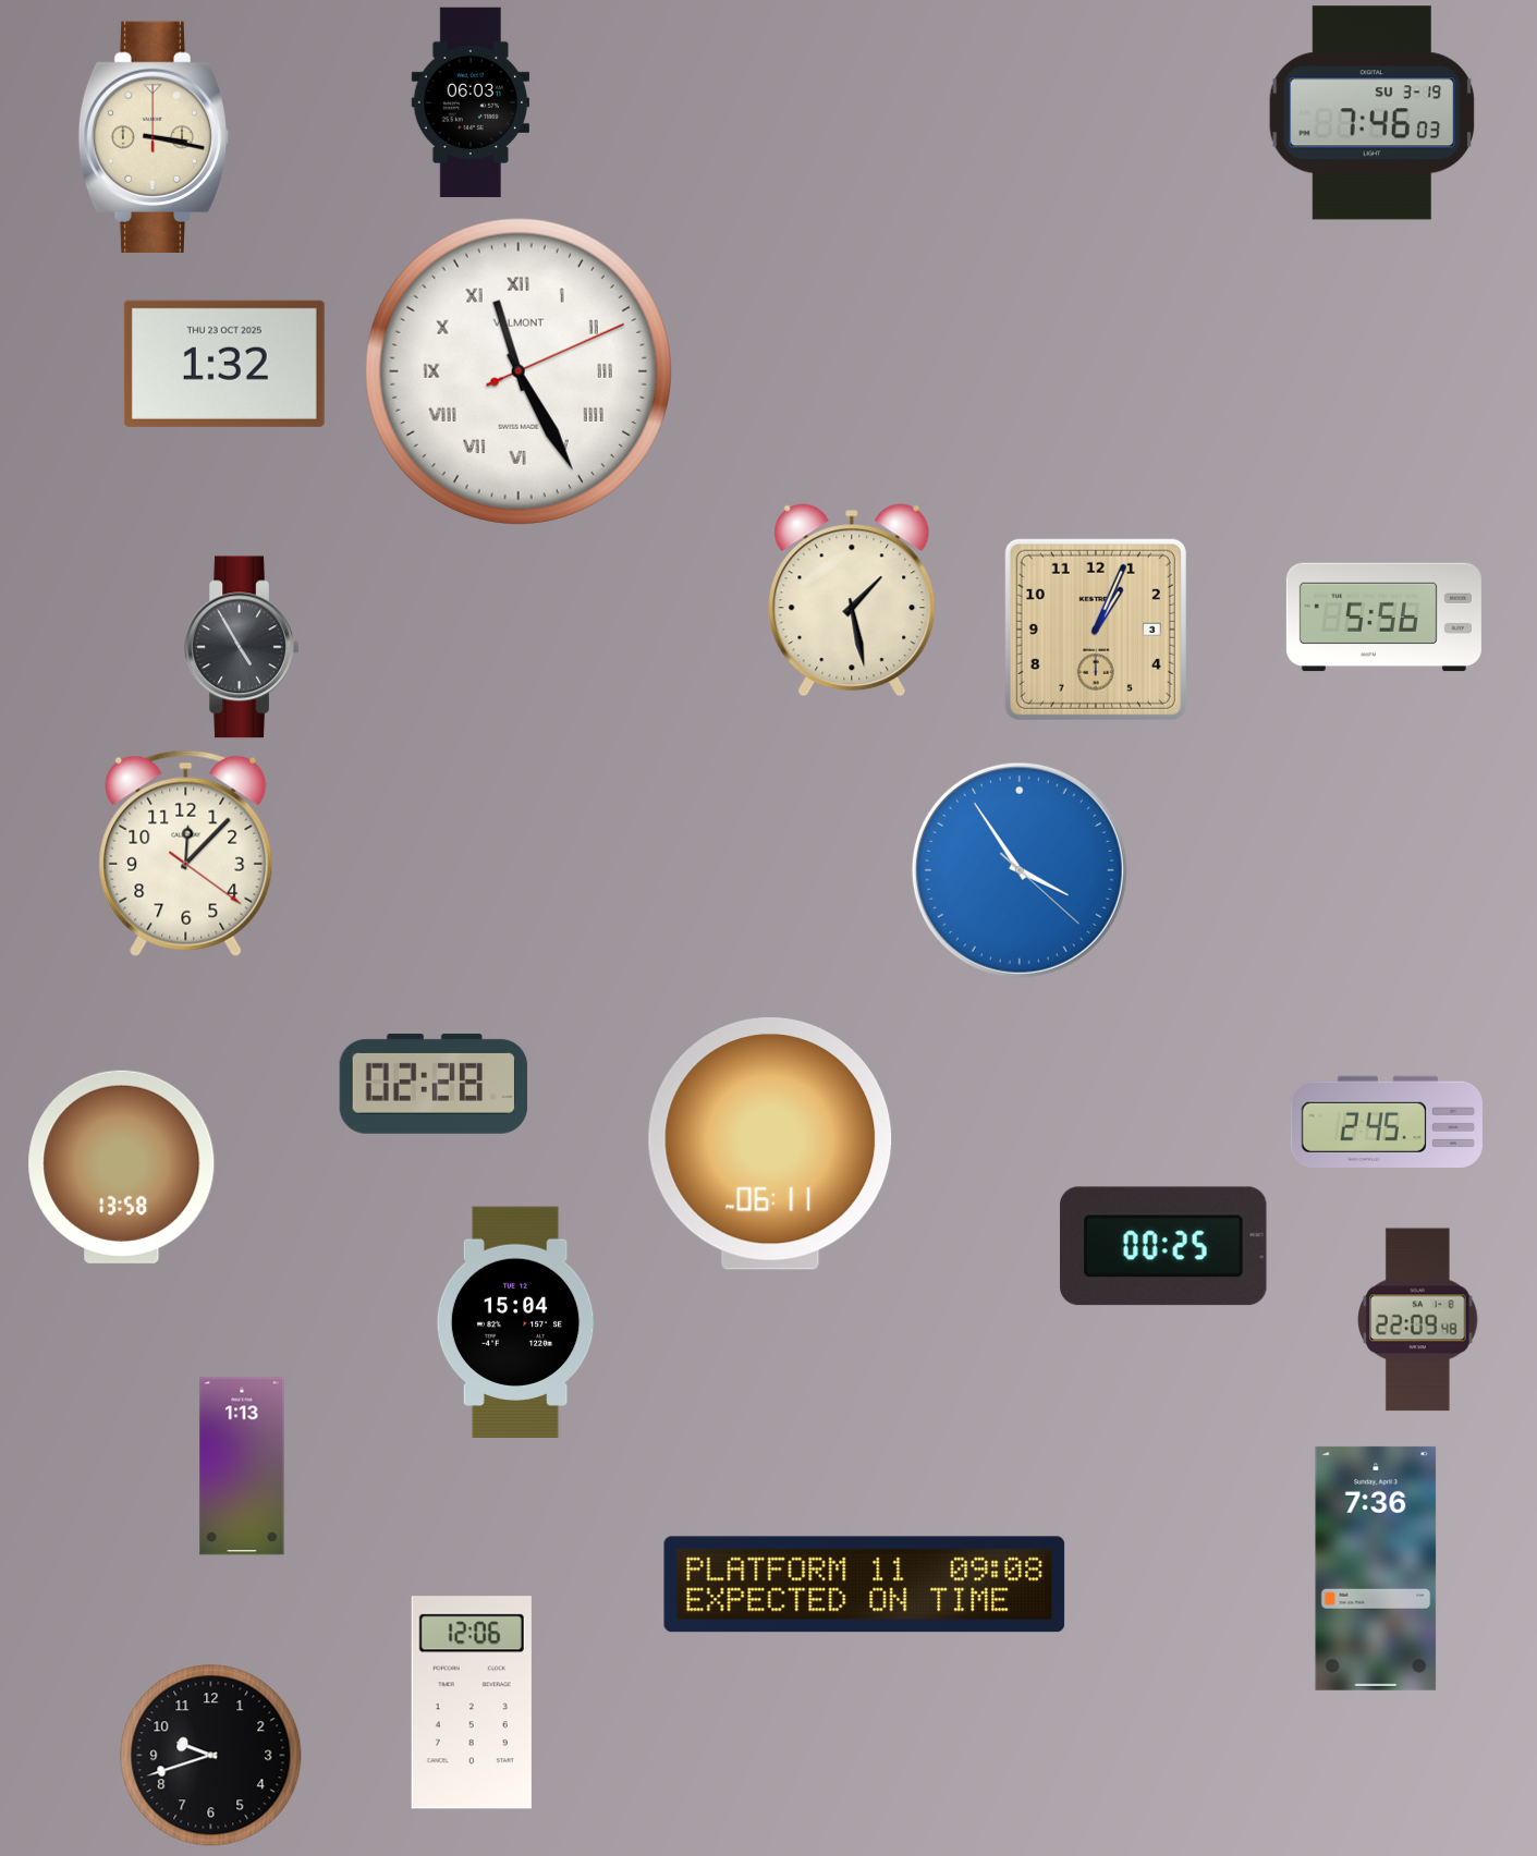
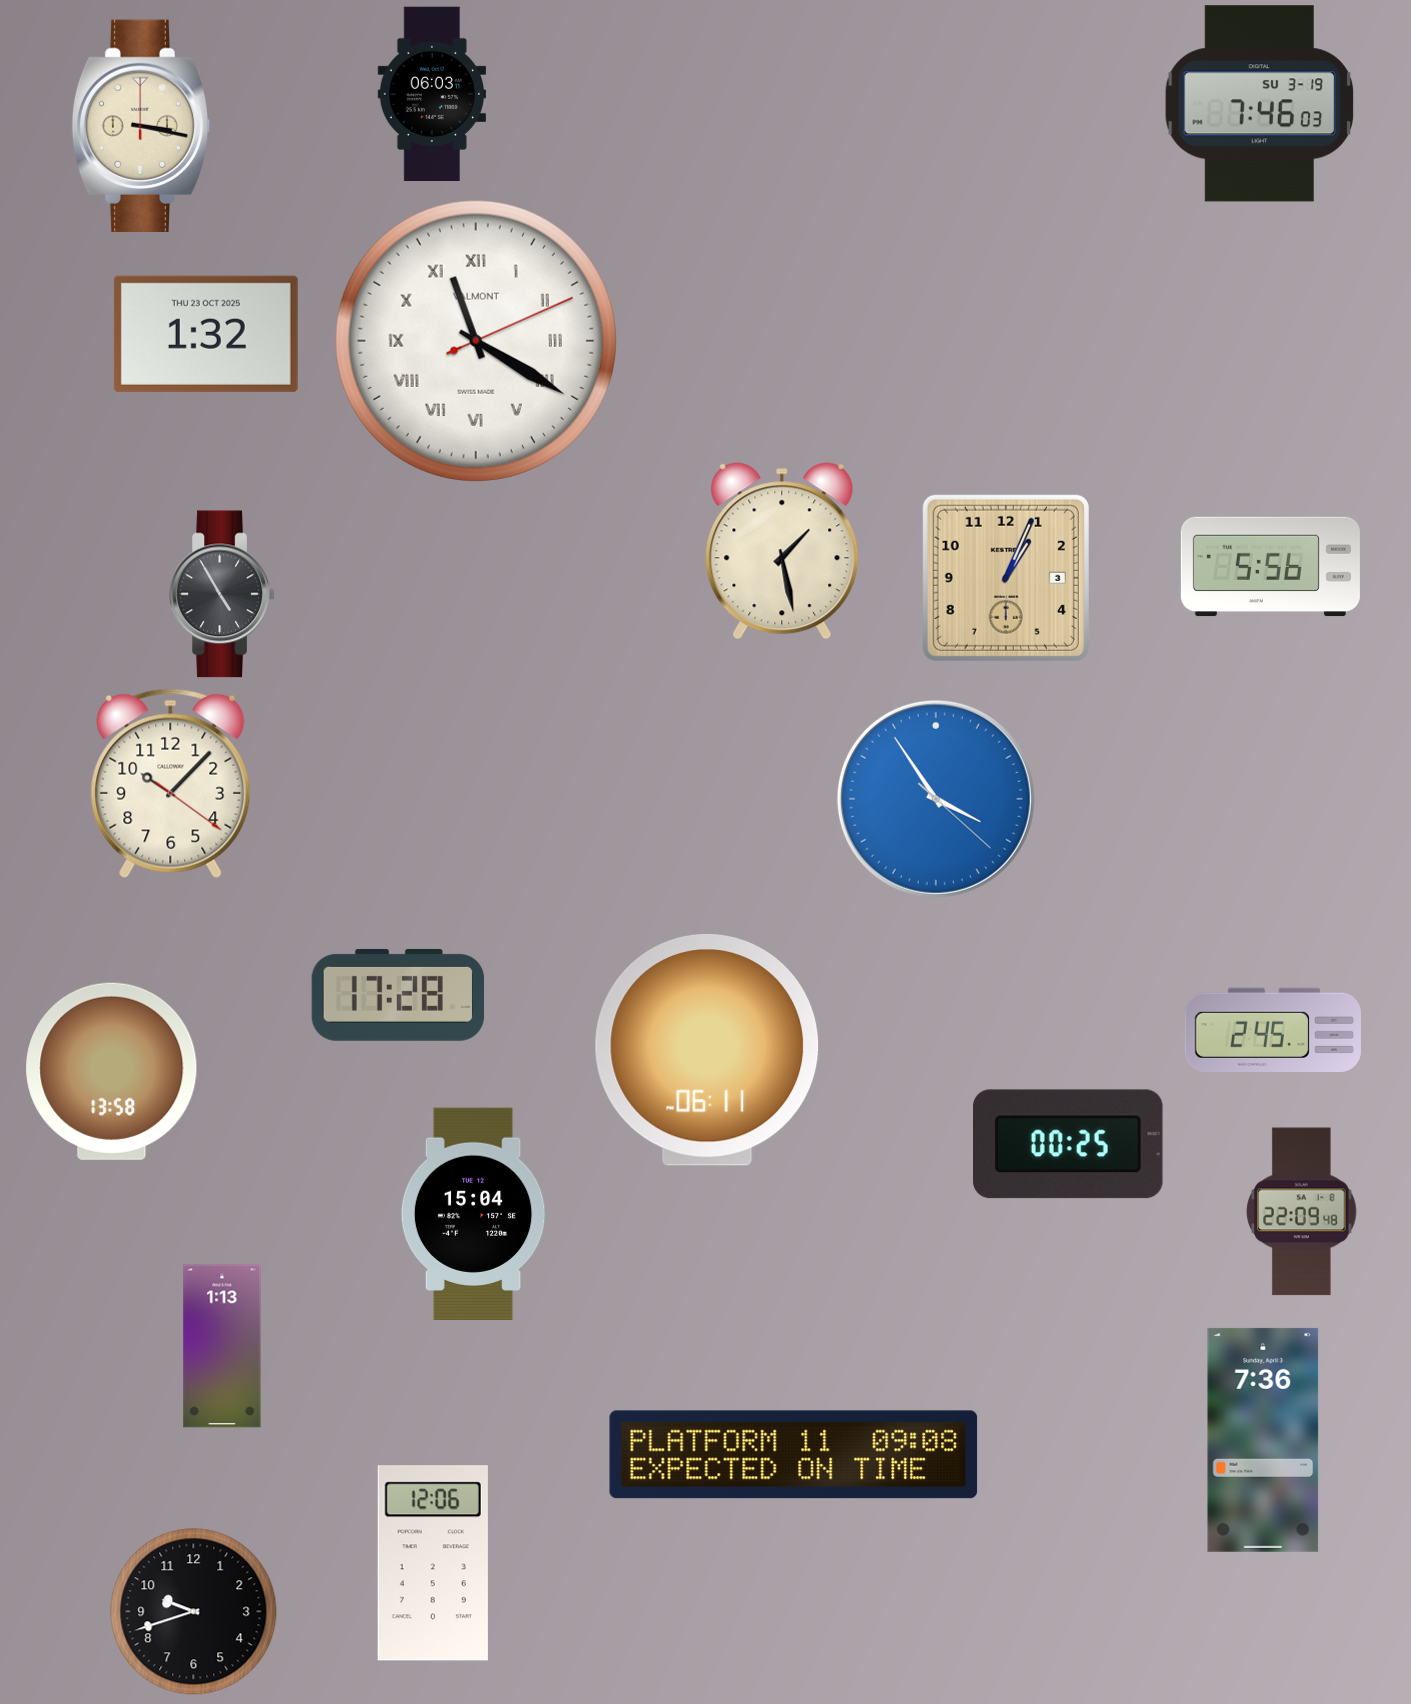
clock at (519, 371): 11:25 -> 11:20
clock at (186, 853): 12:07 -> 10:07
clock at (434, 1084): 02:28 -> 17:28
